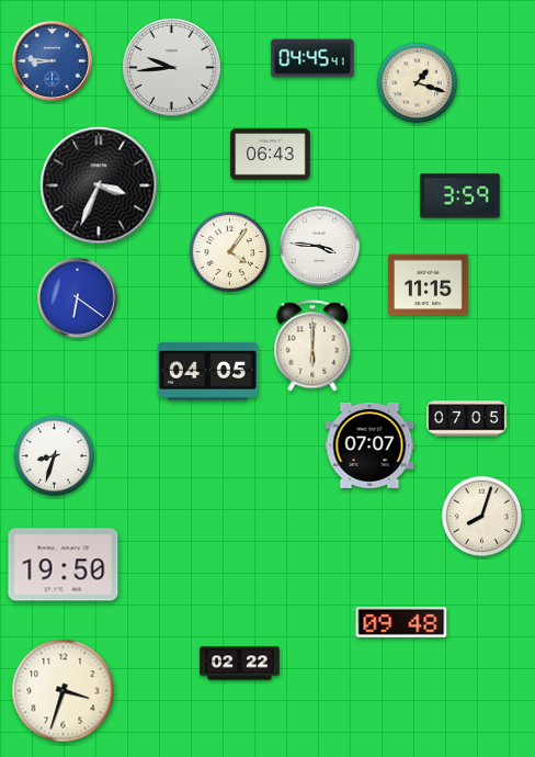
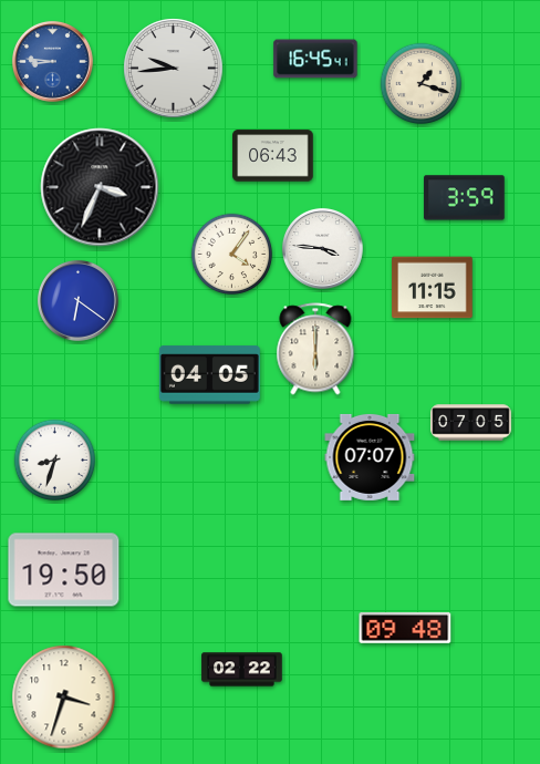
clock at (312, 58): 04:45 -> 16:45
clock at (369, 445) position: (369, 445) -> (370, 457)
clock at (482, 517): 8:03 -> none
